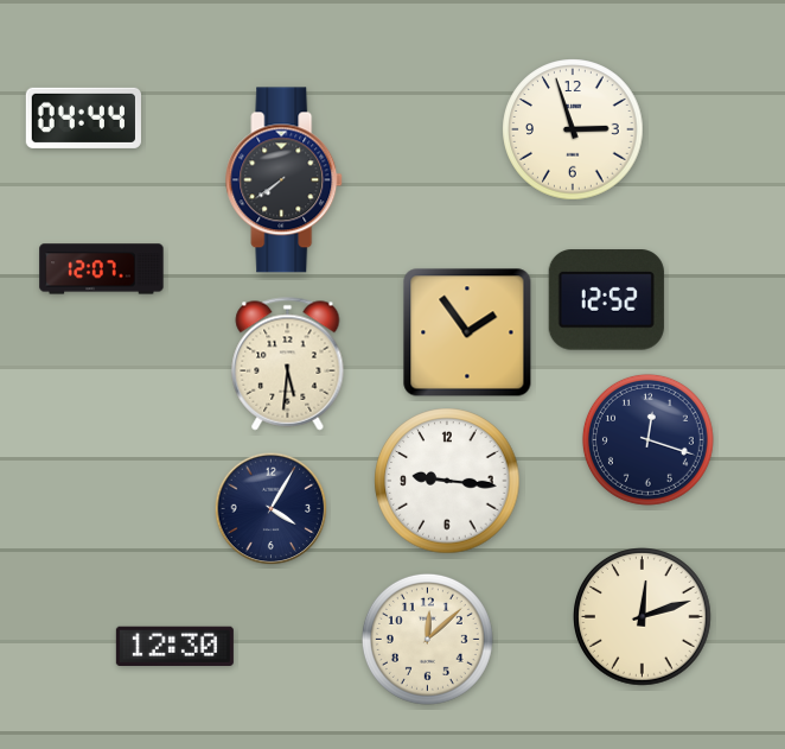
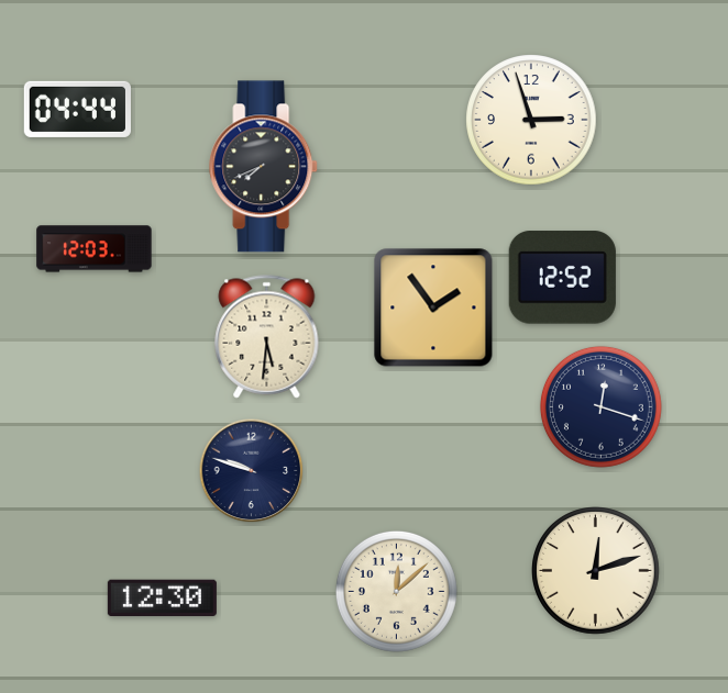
clock at (285, 180): 7:39 -> 7:41
clock at (102, 269): 12:07 -> 12:03
clock at (447, 481): 9:16 -> none
clock at (272, 509): 4:05 -> 9:48
